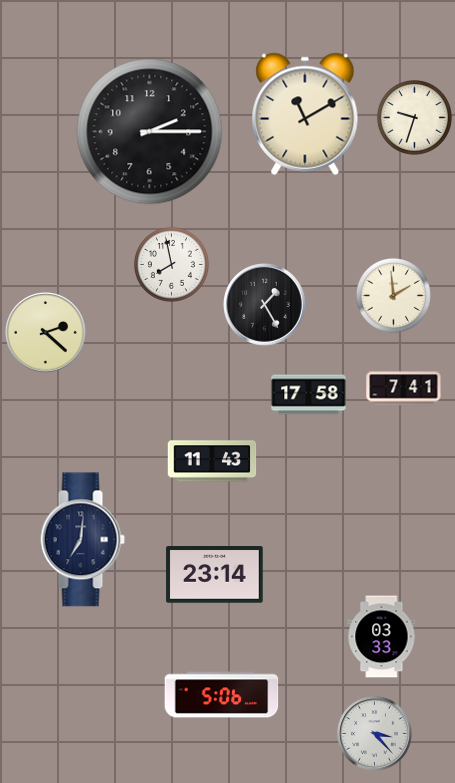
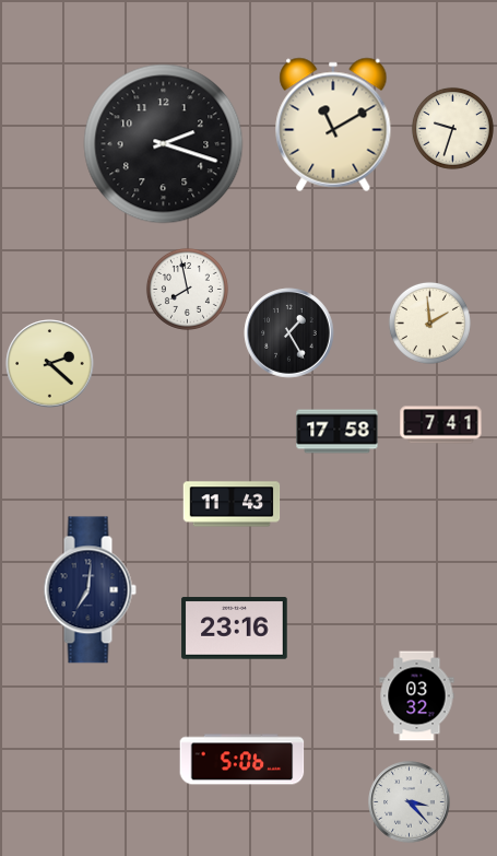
clock at (150, 132): 2:15 -> 2:18
clock at (215, 575): 23:14 -> 23:16
clock at (382, 637): 03:33 -> 03:32
